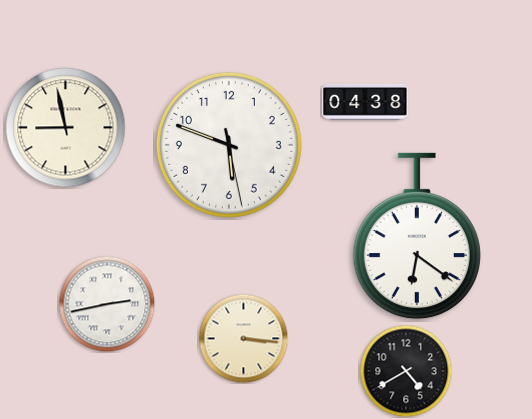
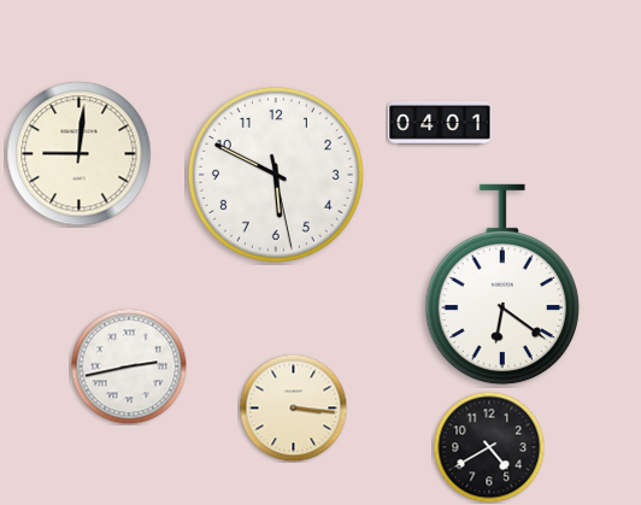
clock at (365, 102): 04:38 -> 04:01
clock at (66, 128): 8:58 -> 9:01
clock at (229, 145): 5:48 -> 5:49
